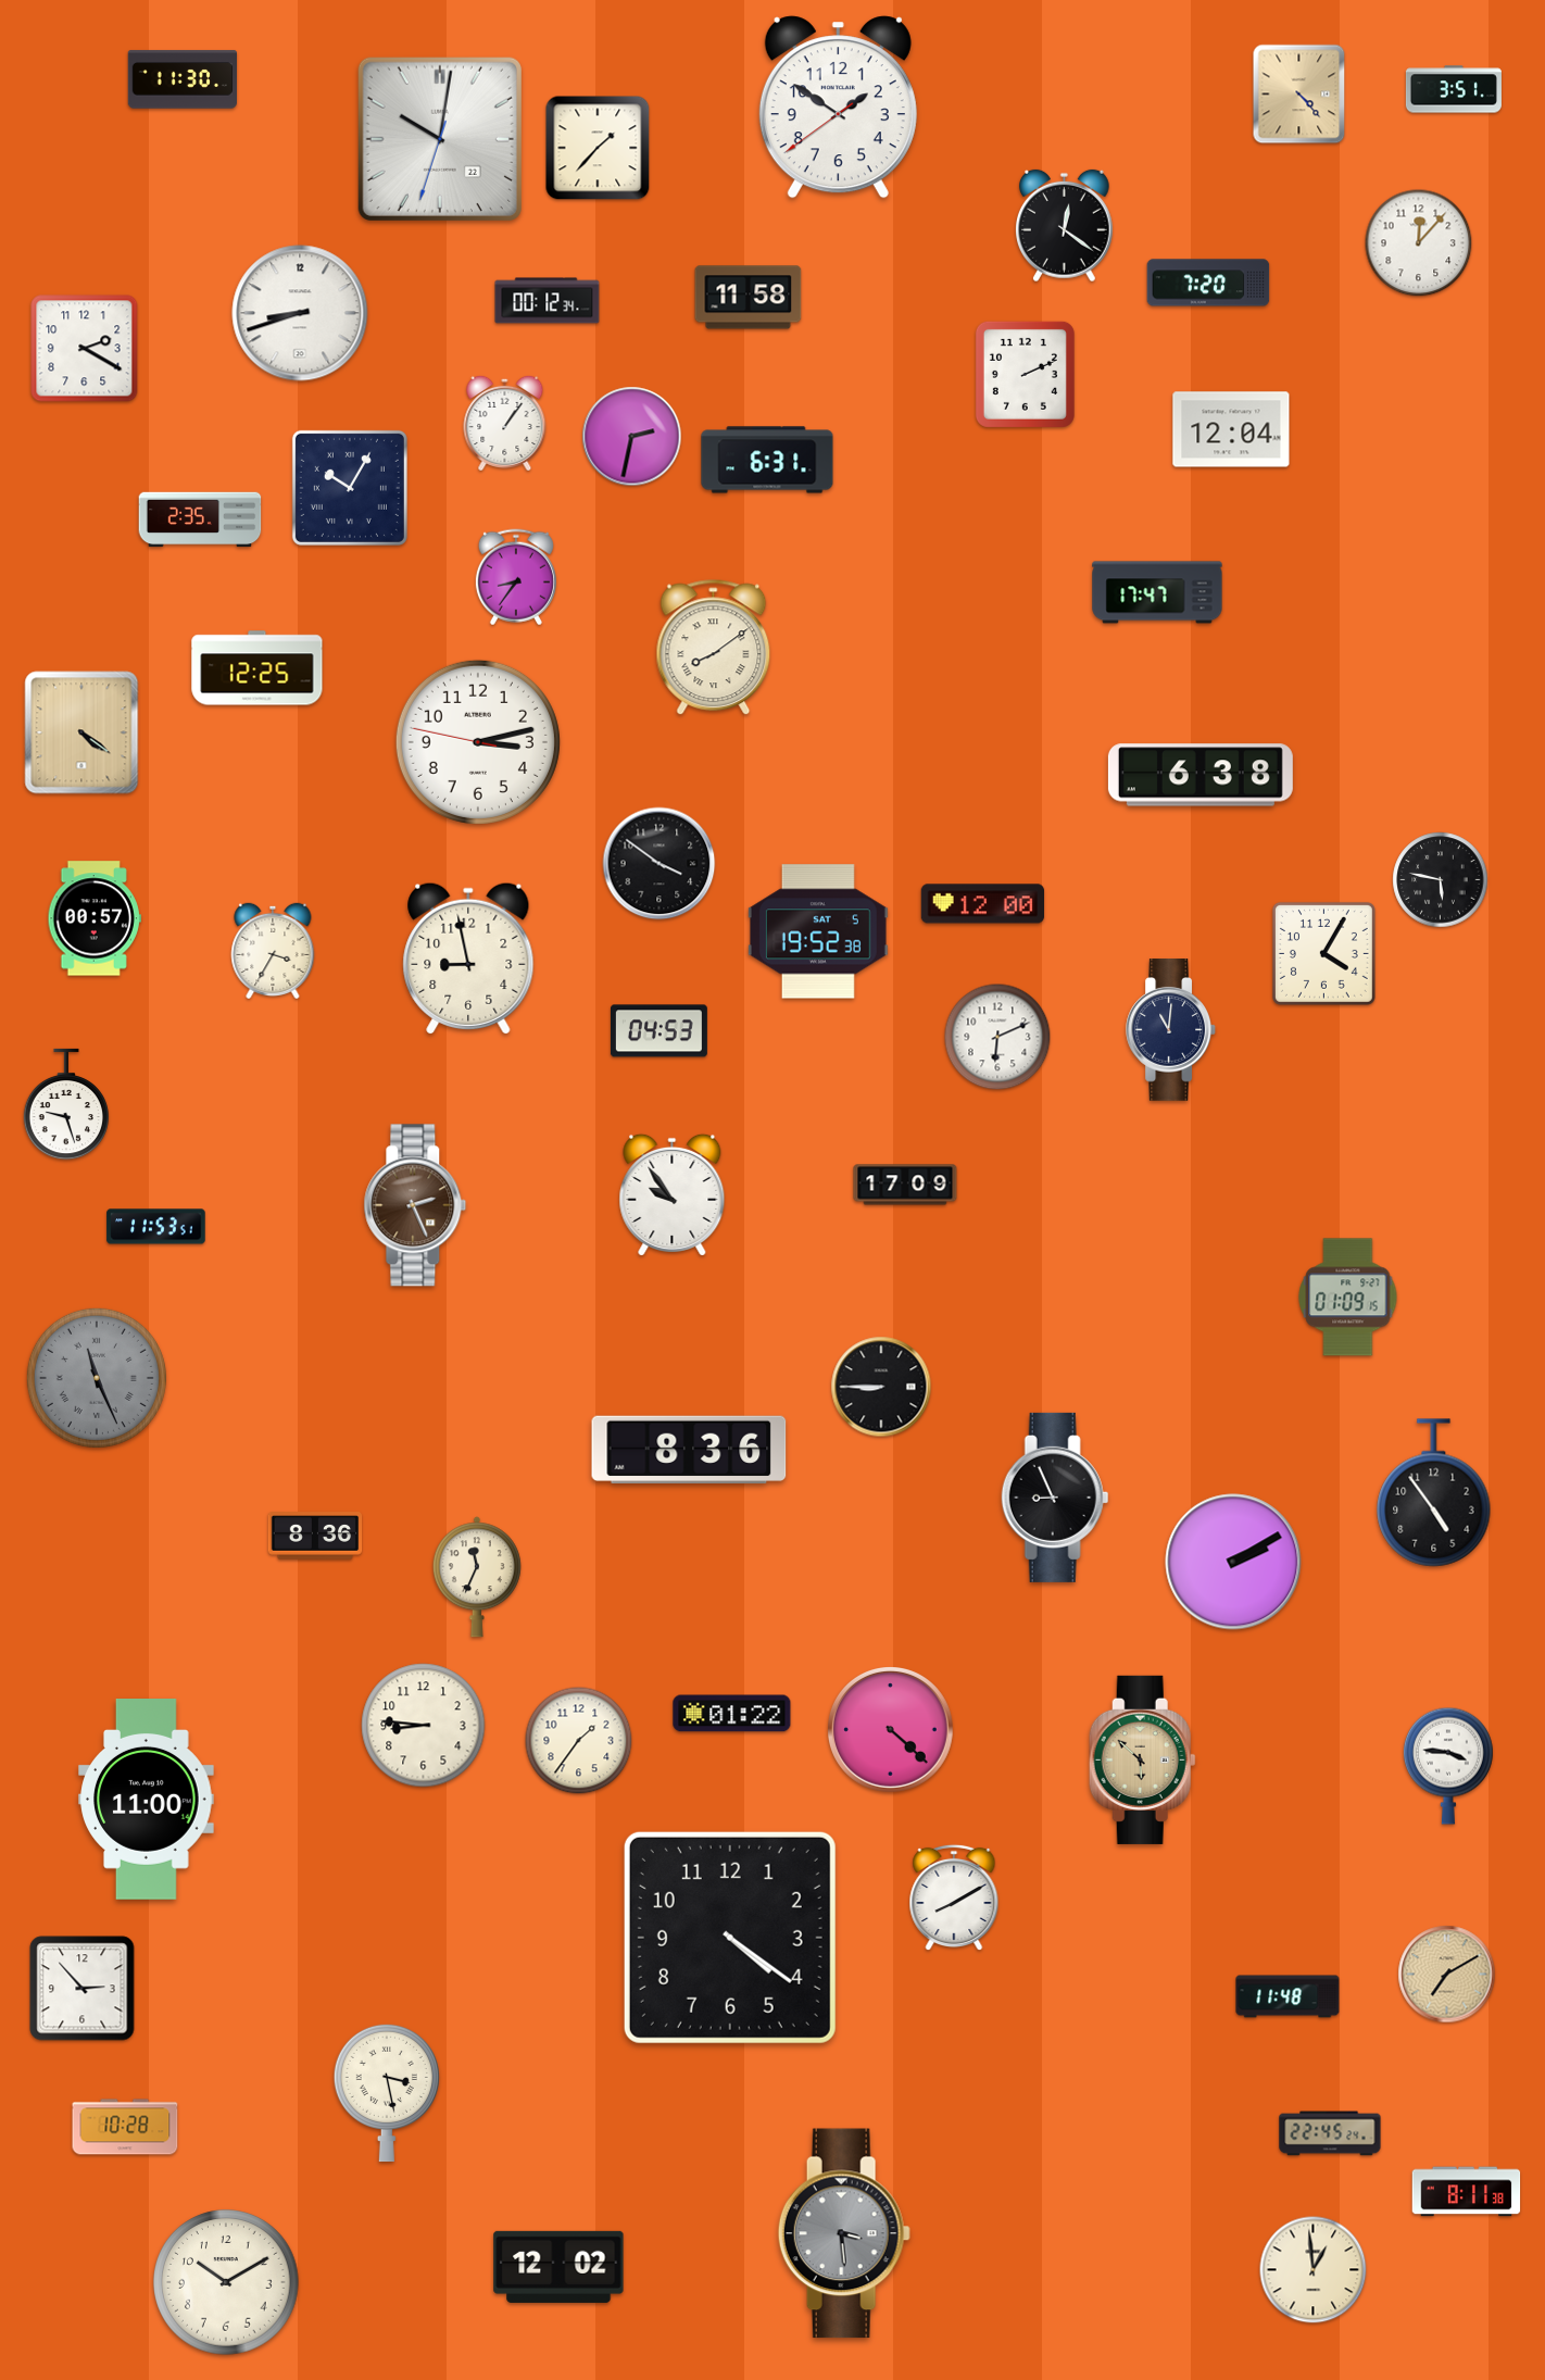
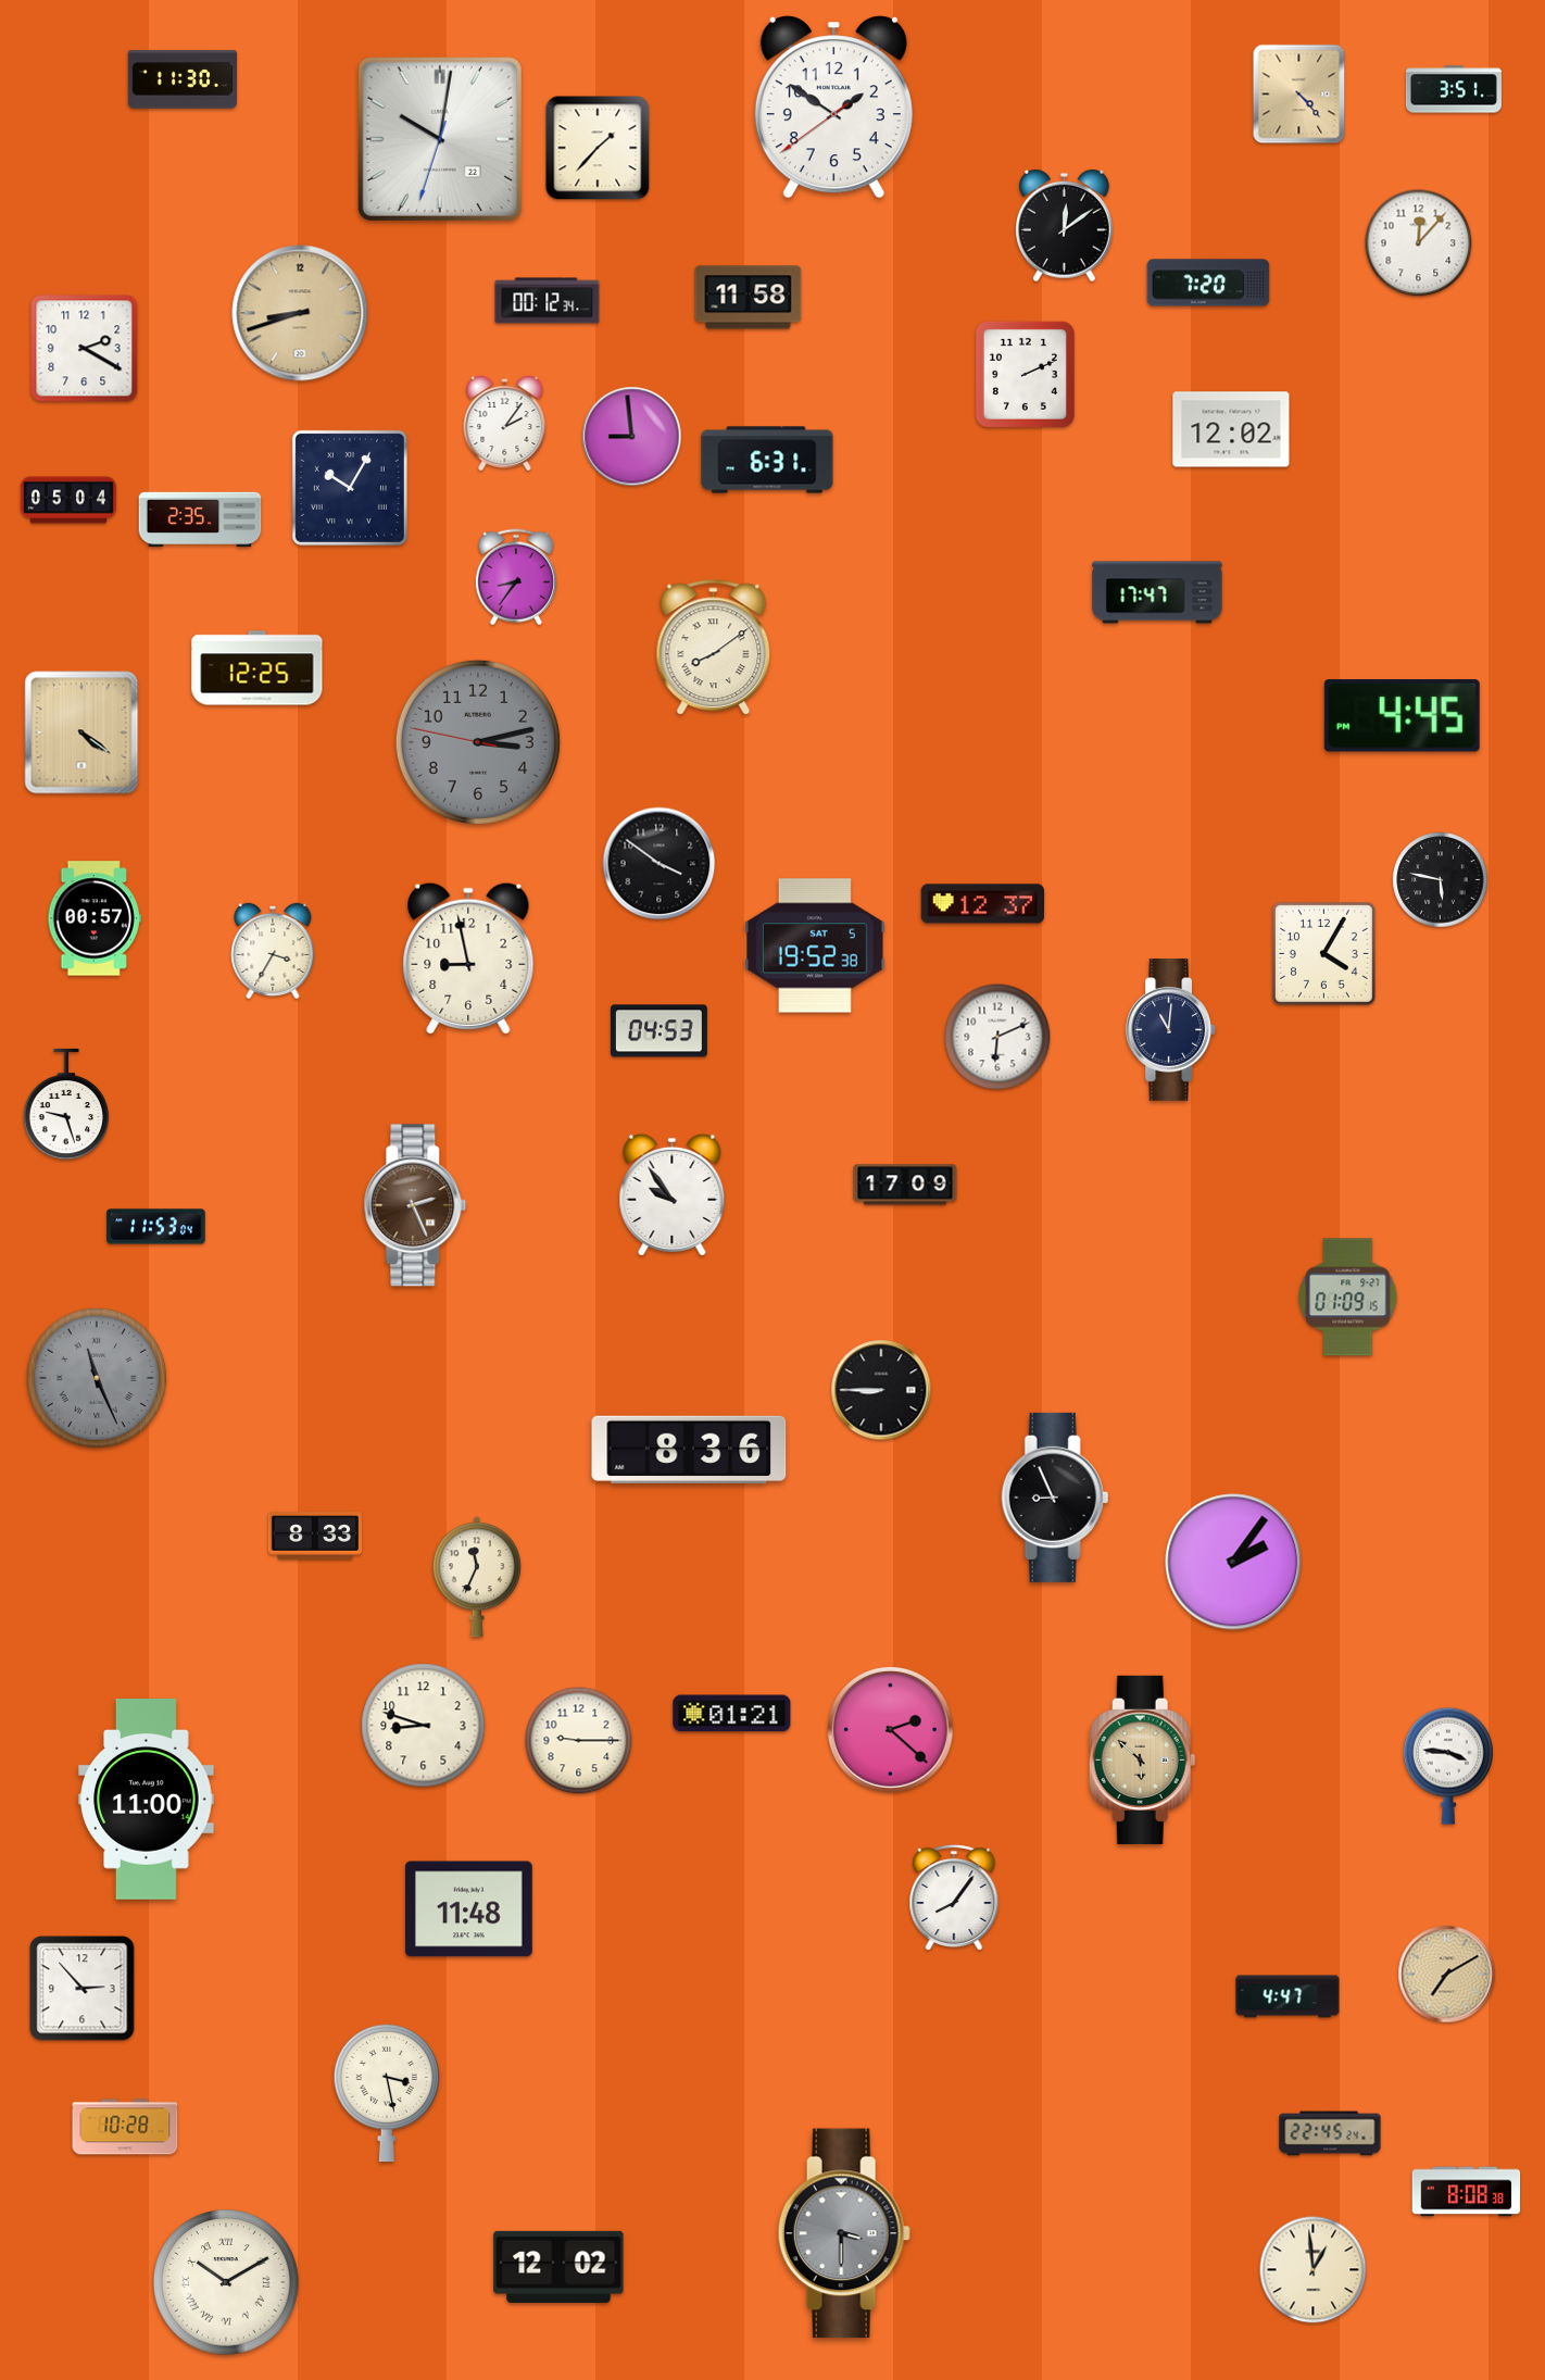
clock at (838, 108) position: (838, 108) -> (833, 108)
clock at (1065, 226): 12:21 -> 12:09
clock at (300, 313) dial: white -> champagne
clock at (505, 423): 1:06 -> 2:06
clock at (1231, 429): 12:04 -> 12:02
clock at (632, 437): 2:32 -> 8:59
clock at (68, 500): none -> 05:04
clock at (1402, 716): none -> 4:45
clock at (478, 742) dial: white -> grey
clock at (1201, 775): 6:38 -> none
clock at (983, 904): 12:00 -> 12:37
clock at (818, 931) position: (818, 931) -> (815, 945)
clock at (156, 1227): 11:53:51 -> 11:53:04
clock at (881, 1387) position: (881, 1387) -> (881, 1390)
clock at (1434, 1493): 4:54 -> none
clock at (315, 1536): 8:36 -> 8:33
clock at (1233, 1562): 2:10 -> 2:06
clock at (732, 1714): 01:22 -> 01:21
clock at (424, 1726): 8:46 -> 8:48
clock at (891, 1730): 4:22 -> 2:22
clock at (579, 1741): 1:36 -> 9:15
clock at (954, 1897): 8:10 -> 8:06
clock at (468, 1909): none -> 11:48
clock at (730, 1938): 4:21 -> none
clock at (1287, 1996): 11:48 -> 4:47
clock at (1467, 2192): 8:11 -> 8:08
clock at (844, 2233): 3:29 -> 3:30
clock at (226, 2282) numerals: Arabic -> Roman
